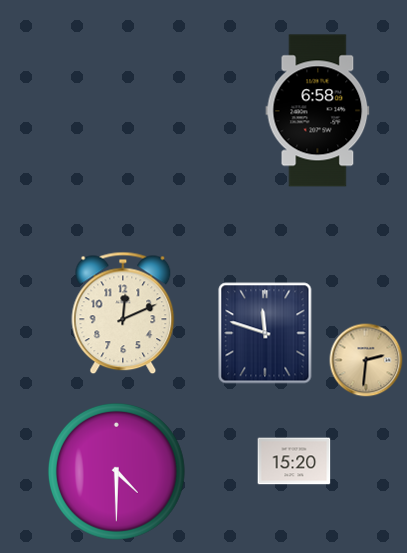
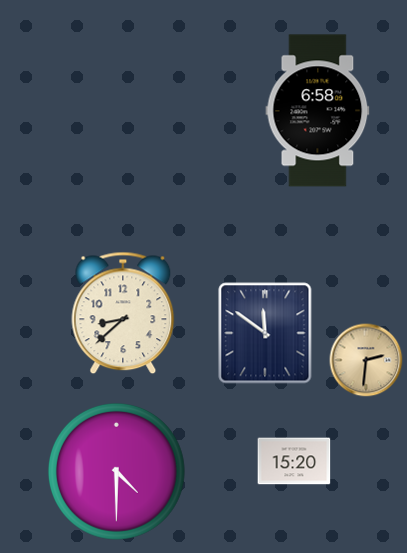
clock at (123, 313): 12:11 -> 8:38
clock at (265, 333): 11:48 -> 11:51
